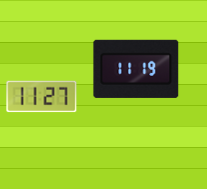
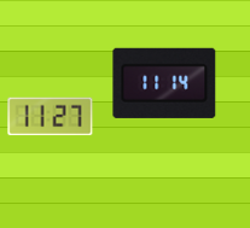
clock at (136, 69): 11:19 -> 11:14
